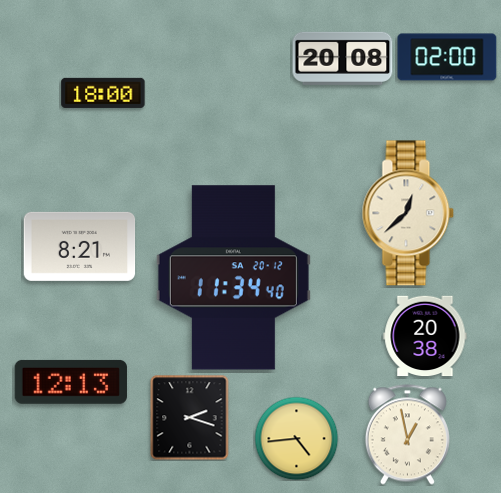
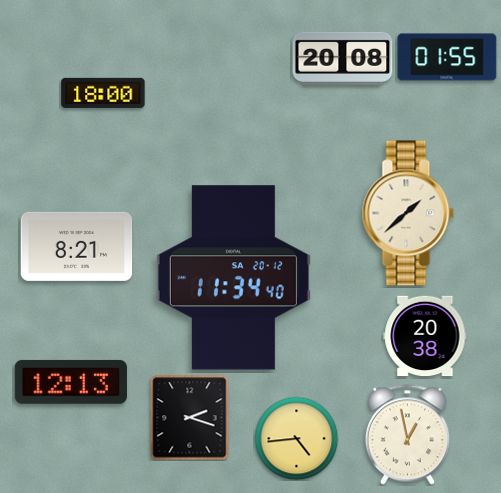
clock at (447, 57): 02:00 -> 01:55
clock at (408, 213): 12:38 -> 1:38
clock at (80, 246) position: (80, 246) -> (77, 246)
